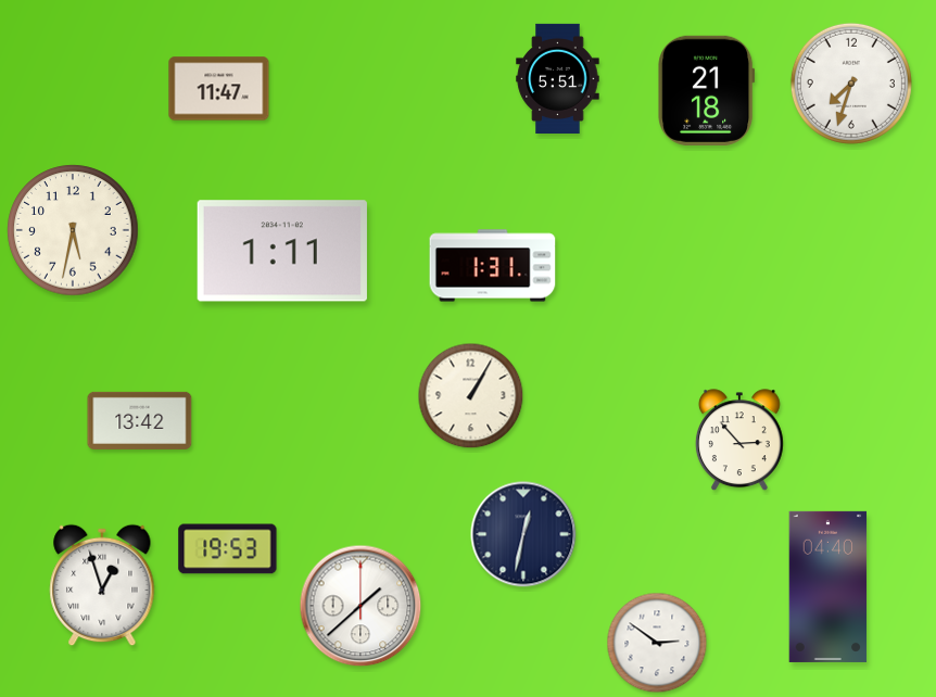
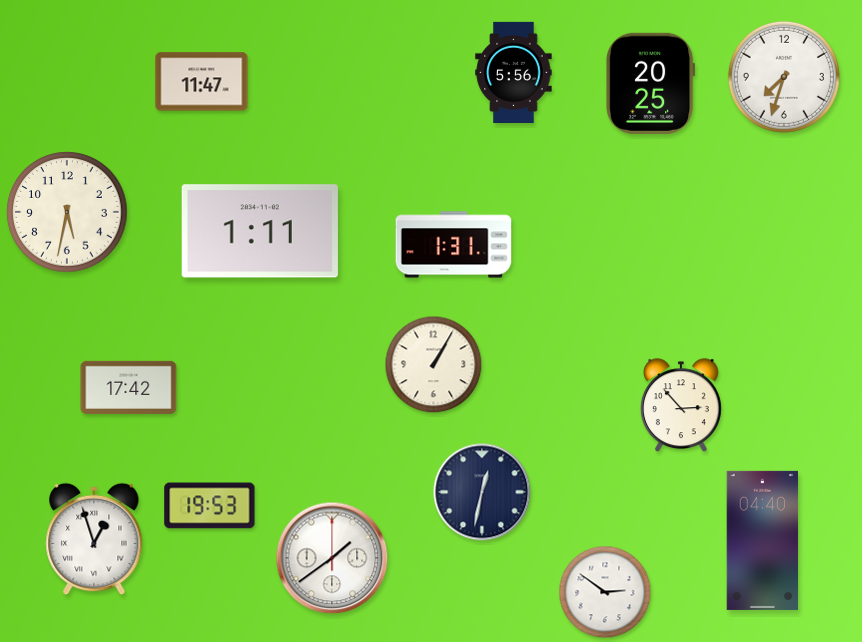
clock at (558, 78): 5:51 -> 5:56
clock at (707, 90): 21:18 -> 20:25
clock at (140, 420): 13:42 -> 17:42
clock at (361, 606): 1:38 -> 1:39
